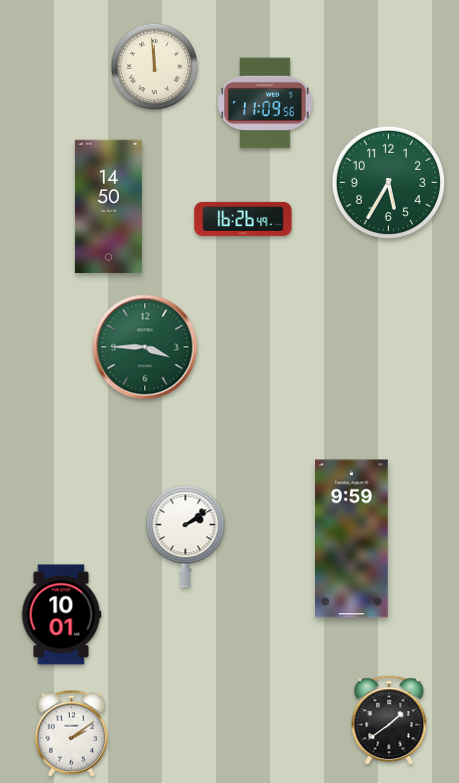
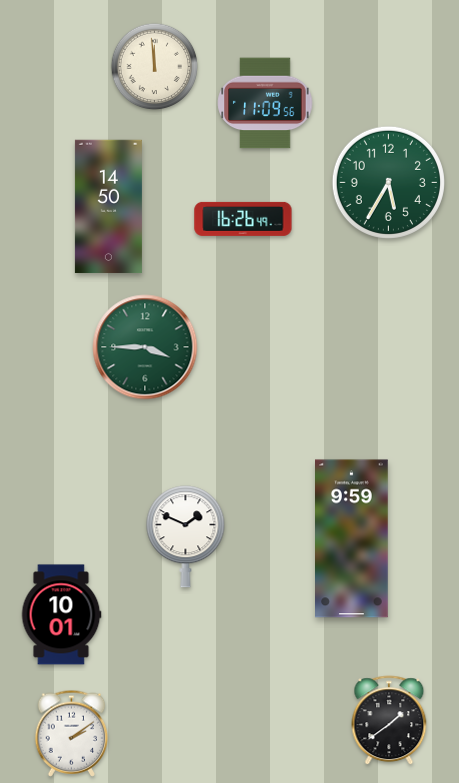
clock at (186, 537): 2:09 -> 1:49
